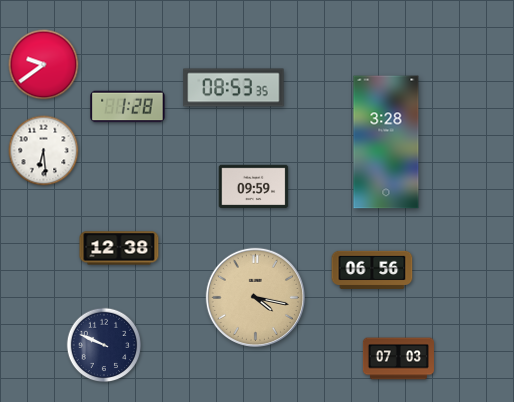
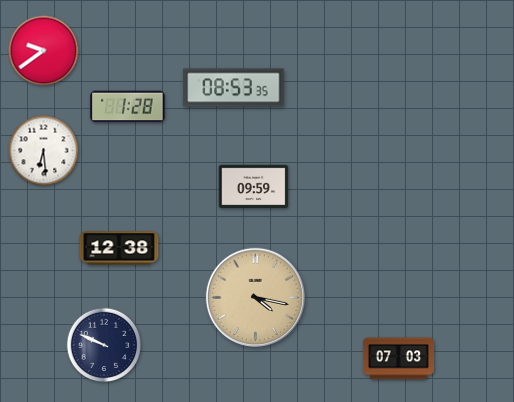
clock at (44, 65) position: (44, 65) -> (44, 51)
clock at (386, 142): 3:28 -> none
clock at (372, 269): 06:56 -> none
